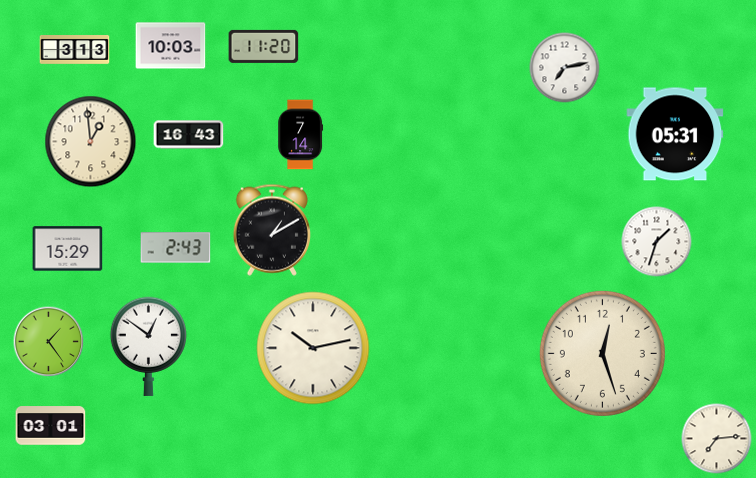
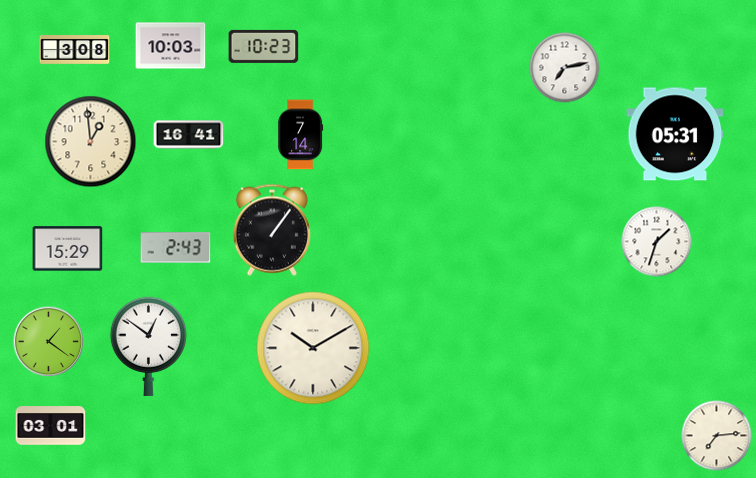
clock at (264, 46): 11:20 -> 10:23
clock at (75, 50): 3:13 -> 3:08
clock at (189, 135): 16:43 -> 16:41
clock at (272, 230): 1:10 -> 1:06
clock at (49, 342): 1:24 -> 1:21
clock at (313, 348): 10:13 -> 10:10
clock at (602, 353): 12:27 -> none
clock at (717, 439) position: (717, 439) -> (717, 436)
